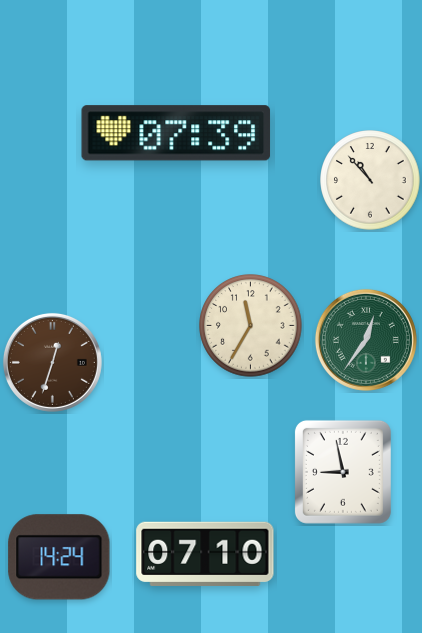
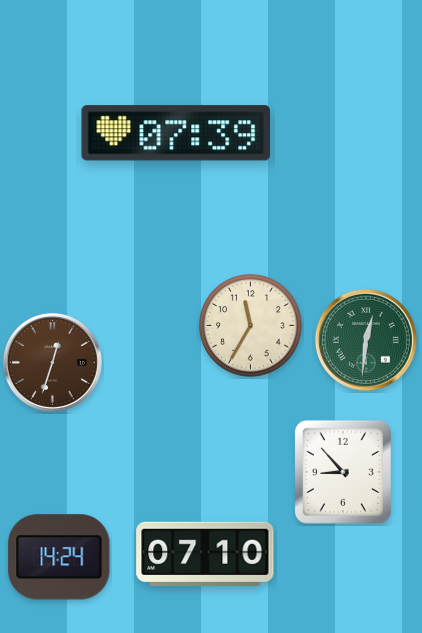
clock at (370, 180): 10:53 -> none
clock at (366, 340): 12:36 -> 12:31
clock at (343, 472): 8:58 -> 8:53
